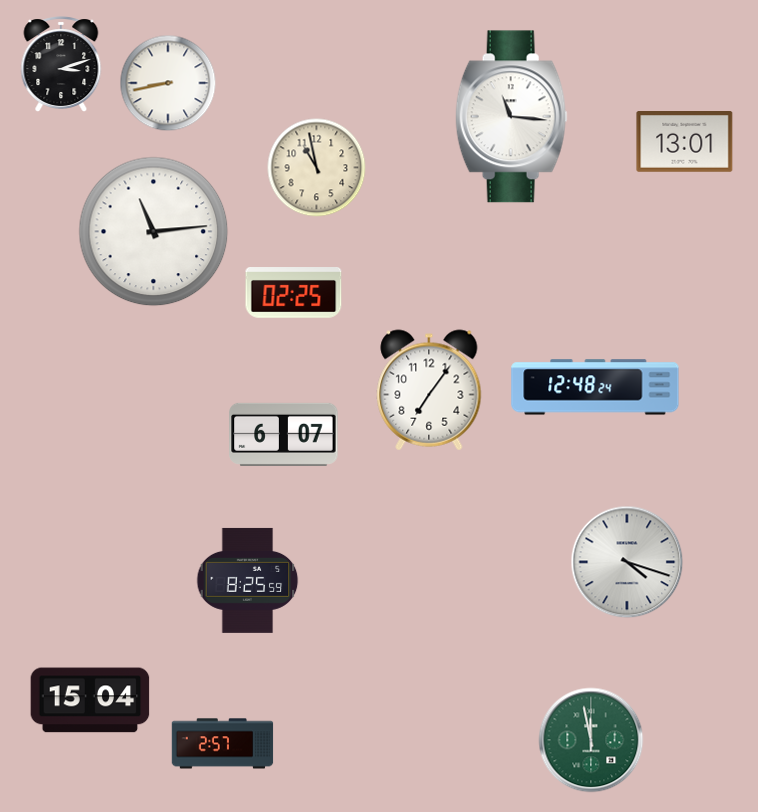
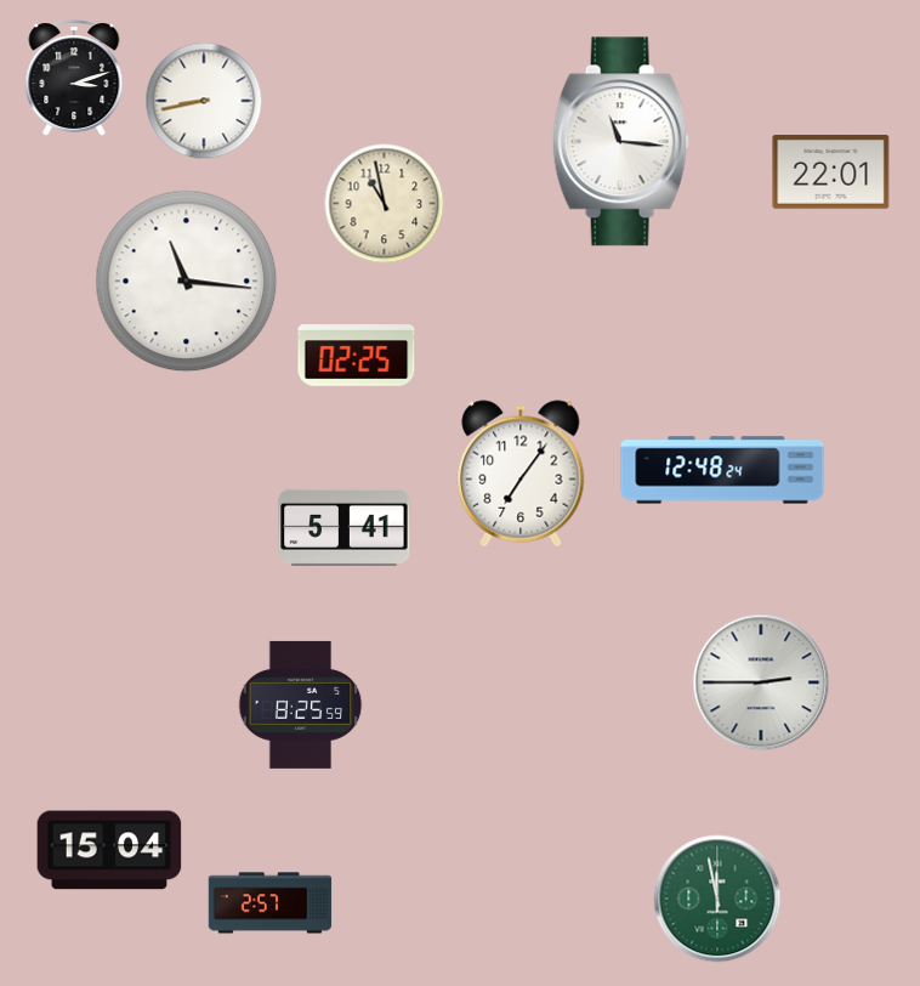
clock at (685, 142): 13:01 -> 22:01
clock at (154, 232): 11:14 -> 11:16
clock at (284, 434): 6:07 -> 5:41
clock at (627, 562): 4:18 -> 2:45
